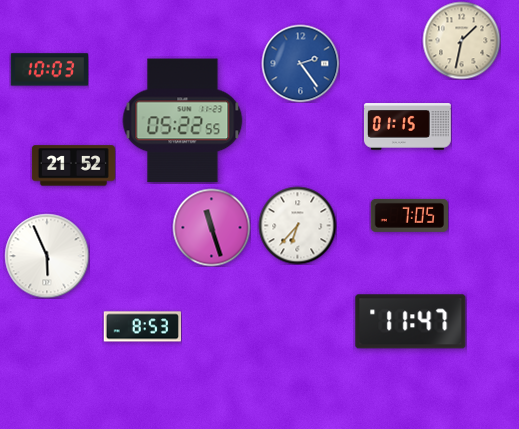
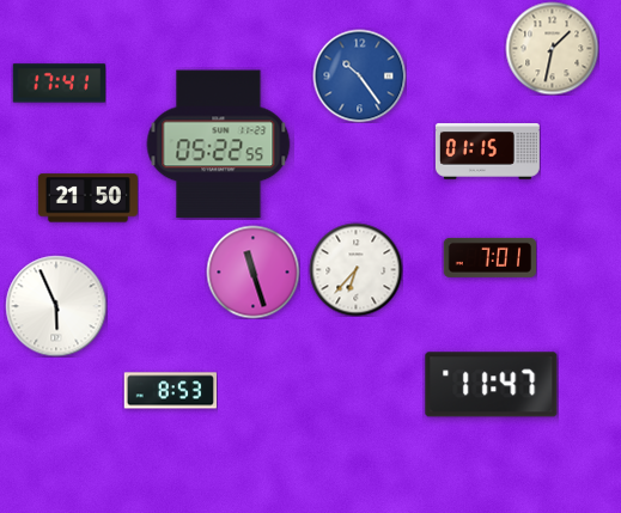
clock at (300, 63): 2:24 -> 10:24
clock at (49, 70): 10:03 -> 17:41
clock at (73, 166): 21:52 -> 21:50
clock at (409, 215): 7:05 -> 7:01
